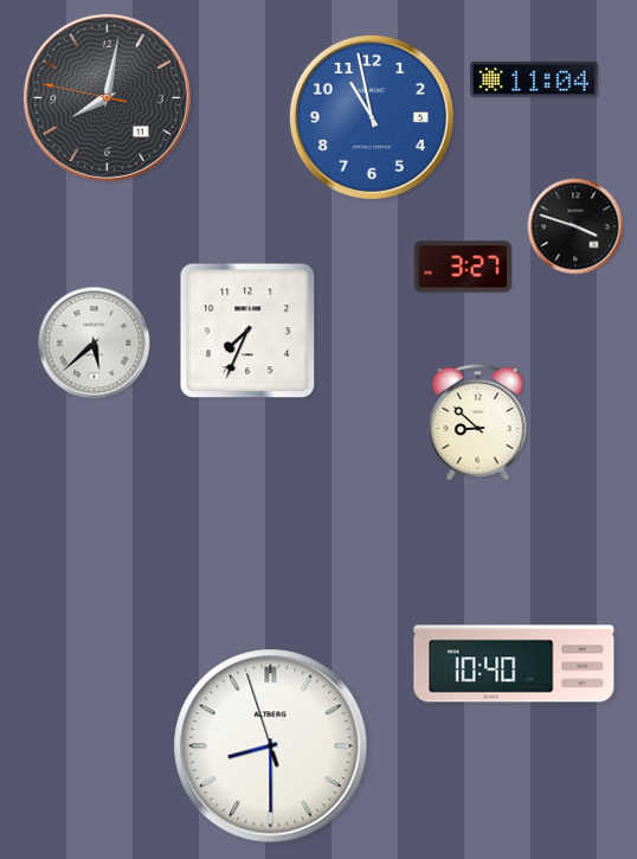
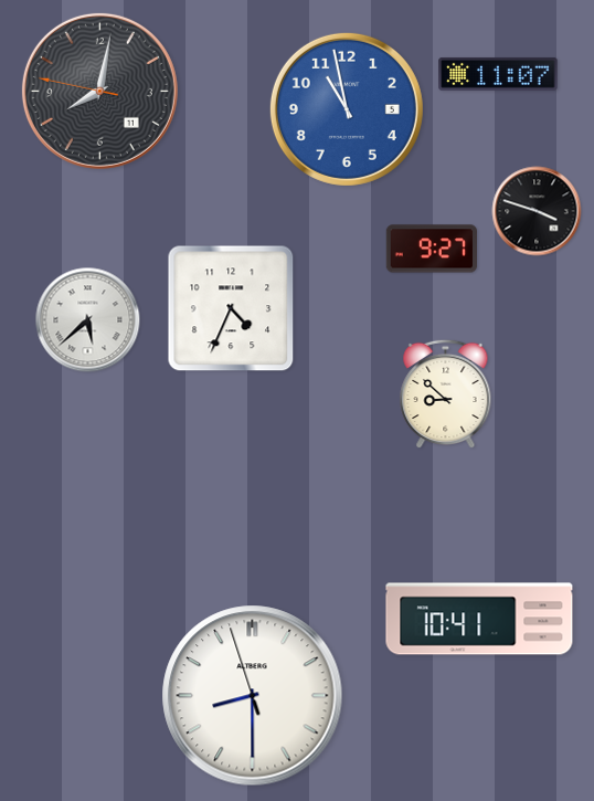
clock at (534, 79): 11:04 -> 11:07
clock at (463, 267): 3:27 -> 9:27
clock at (247, 331): 7:34 -> 4:34
clock at (514, 664): 10:40 -> 10:41
